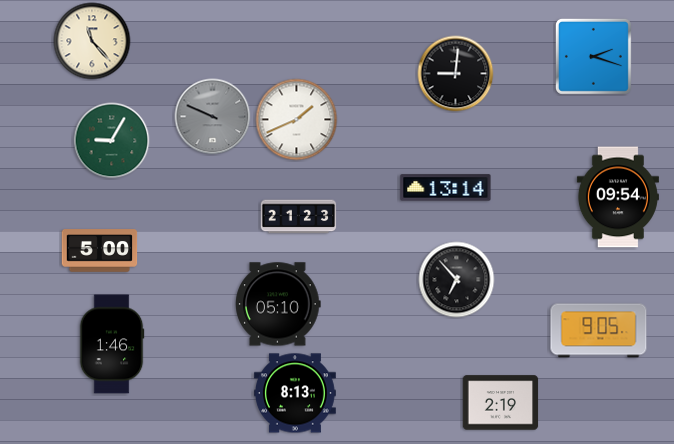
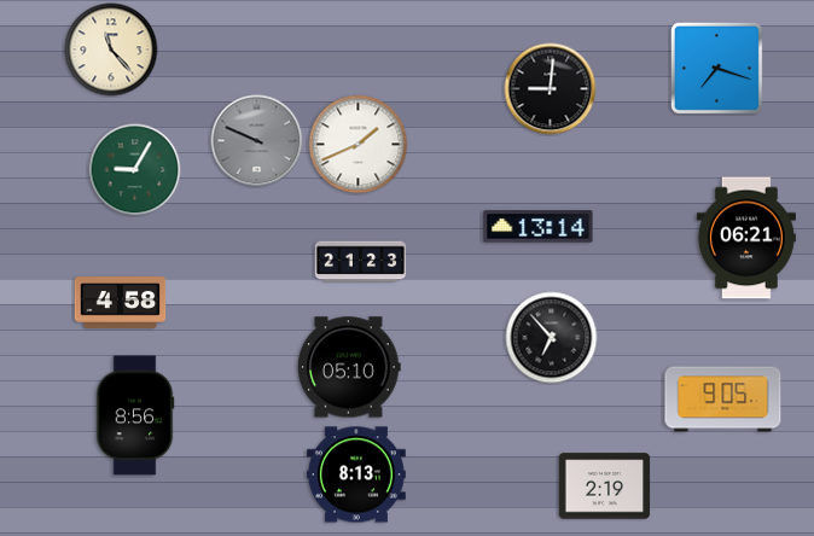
clock at (593, 56): 2:18 -> 7:18
clock at (618, 197): 09:54 -> 06:21
clock at (100, 251): 5:00 -> 4:58
clock at (278, 304) position: (278, 304) -> (349, 367)
clock at (112, 344): 1:46 -> 8:56
